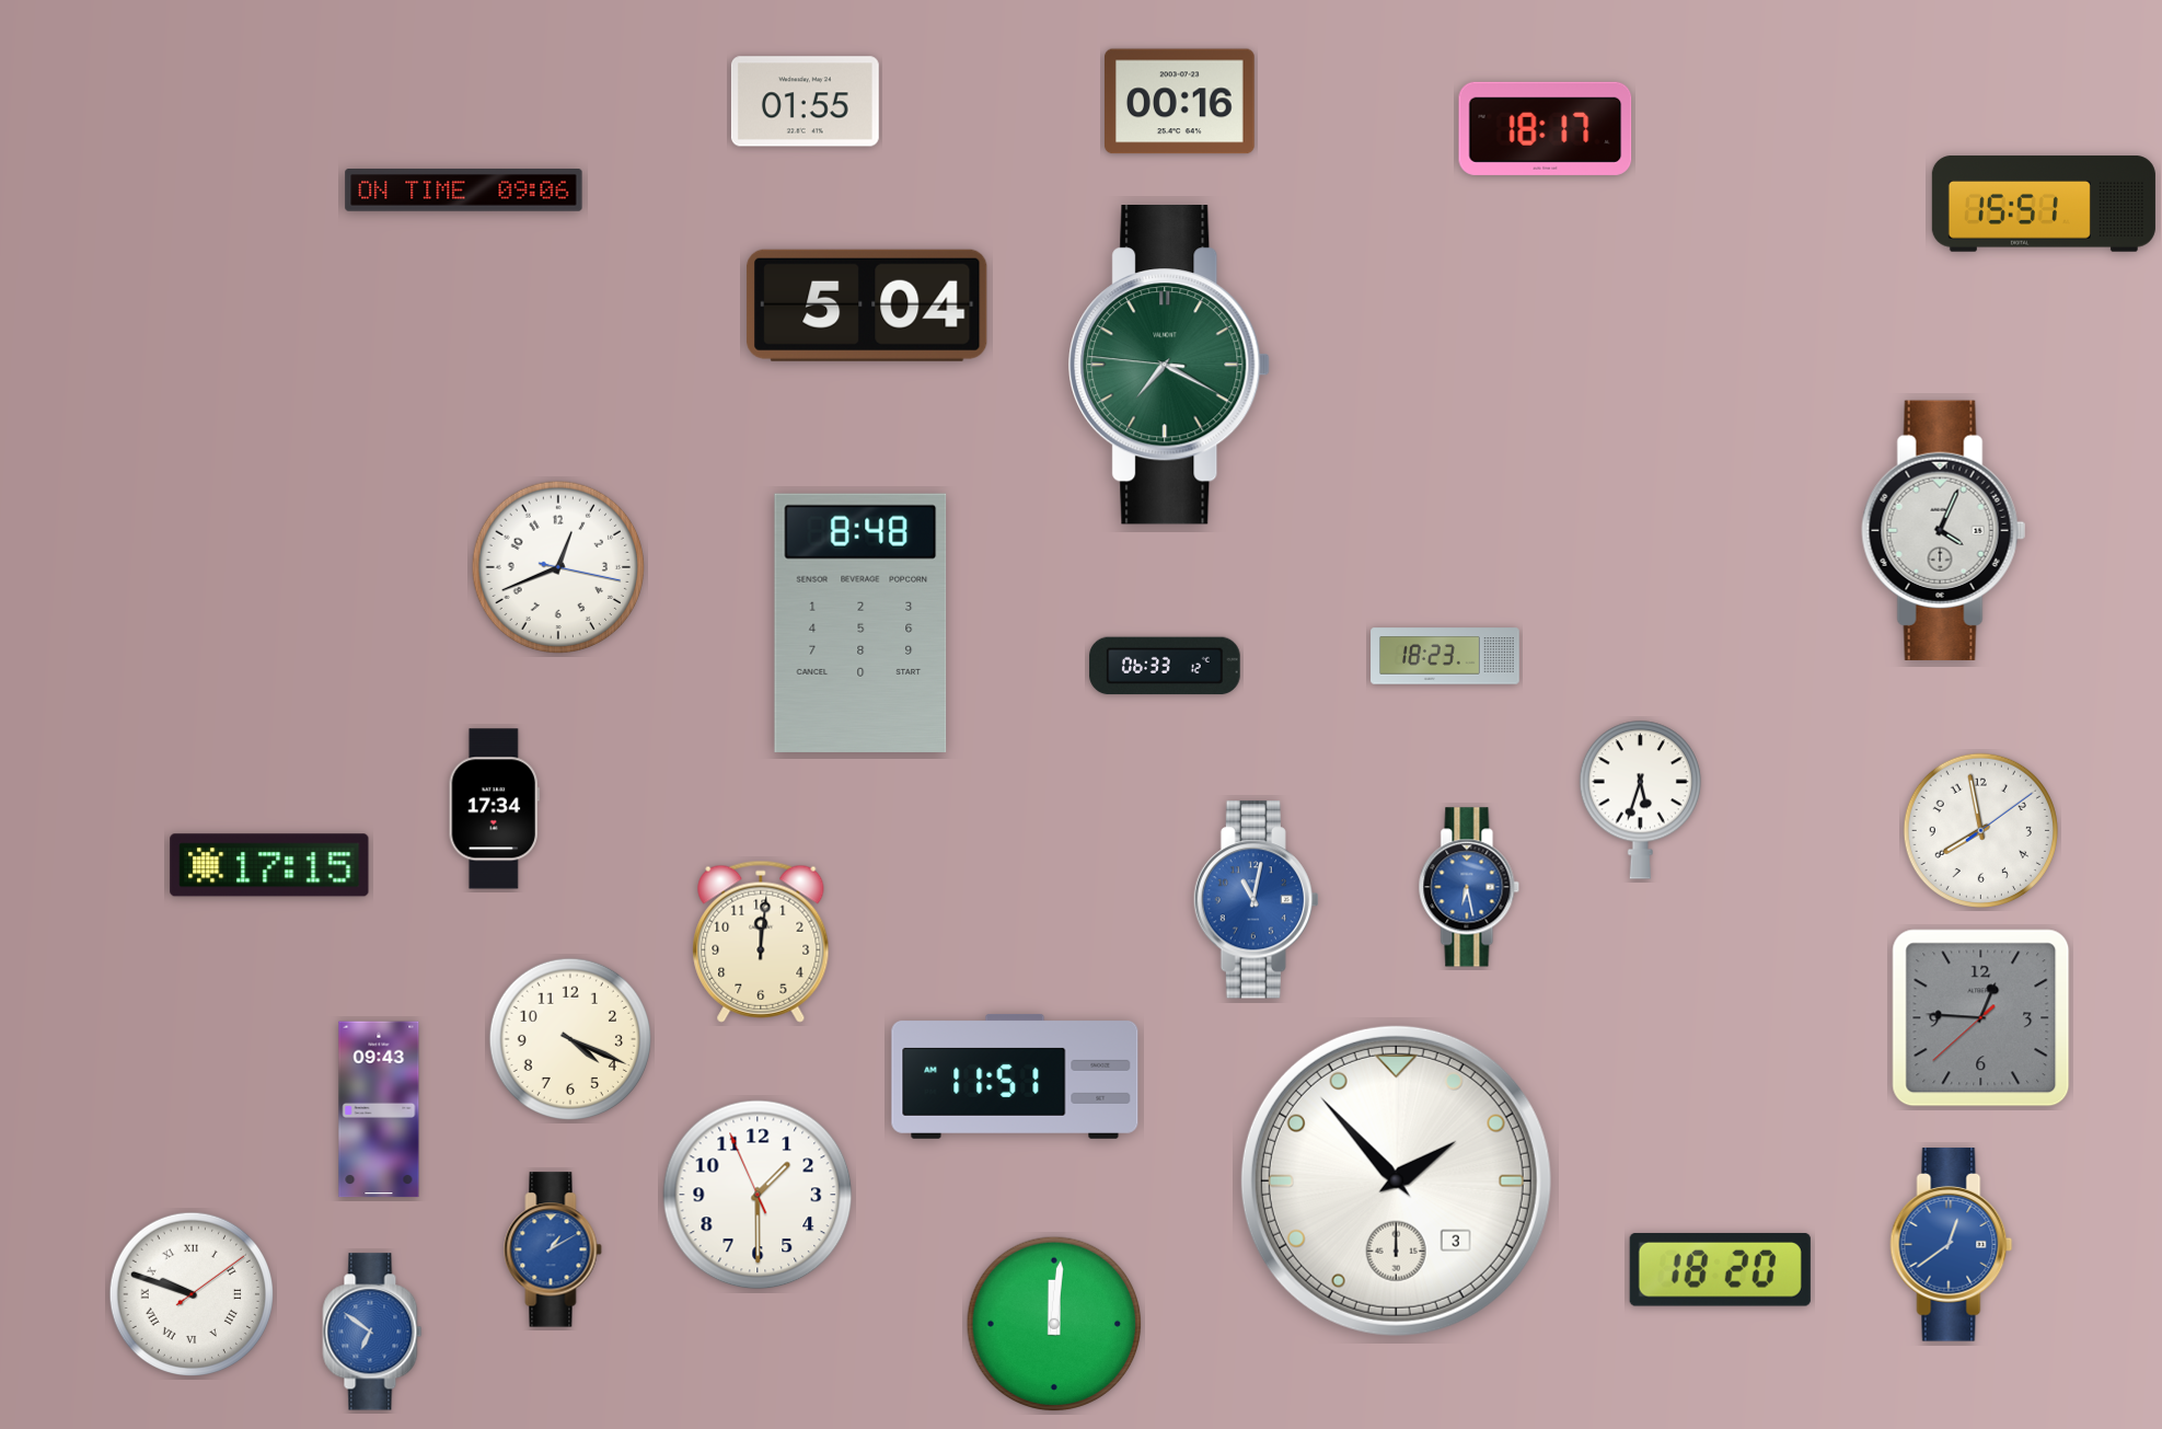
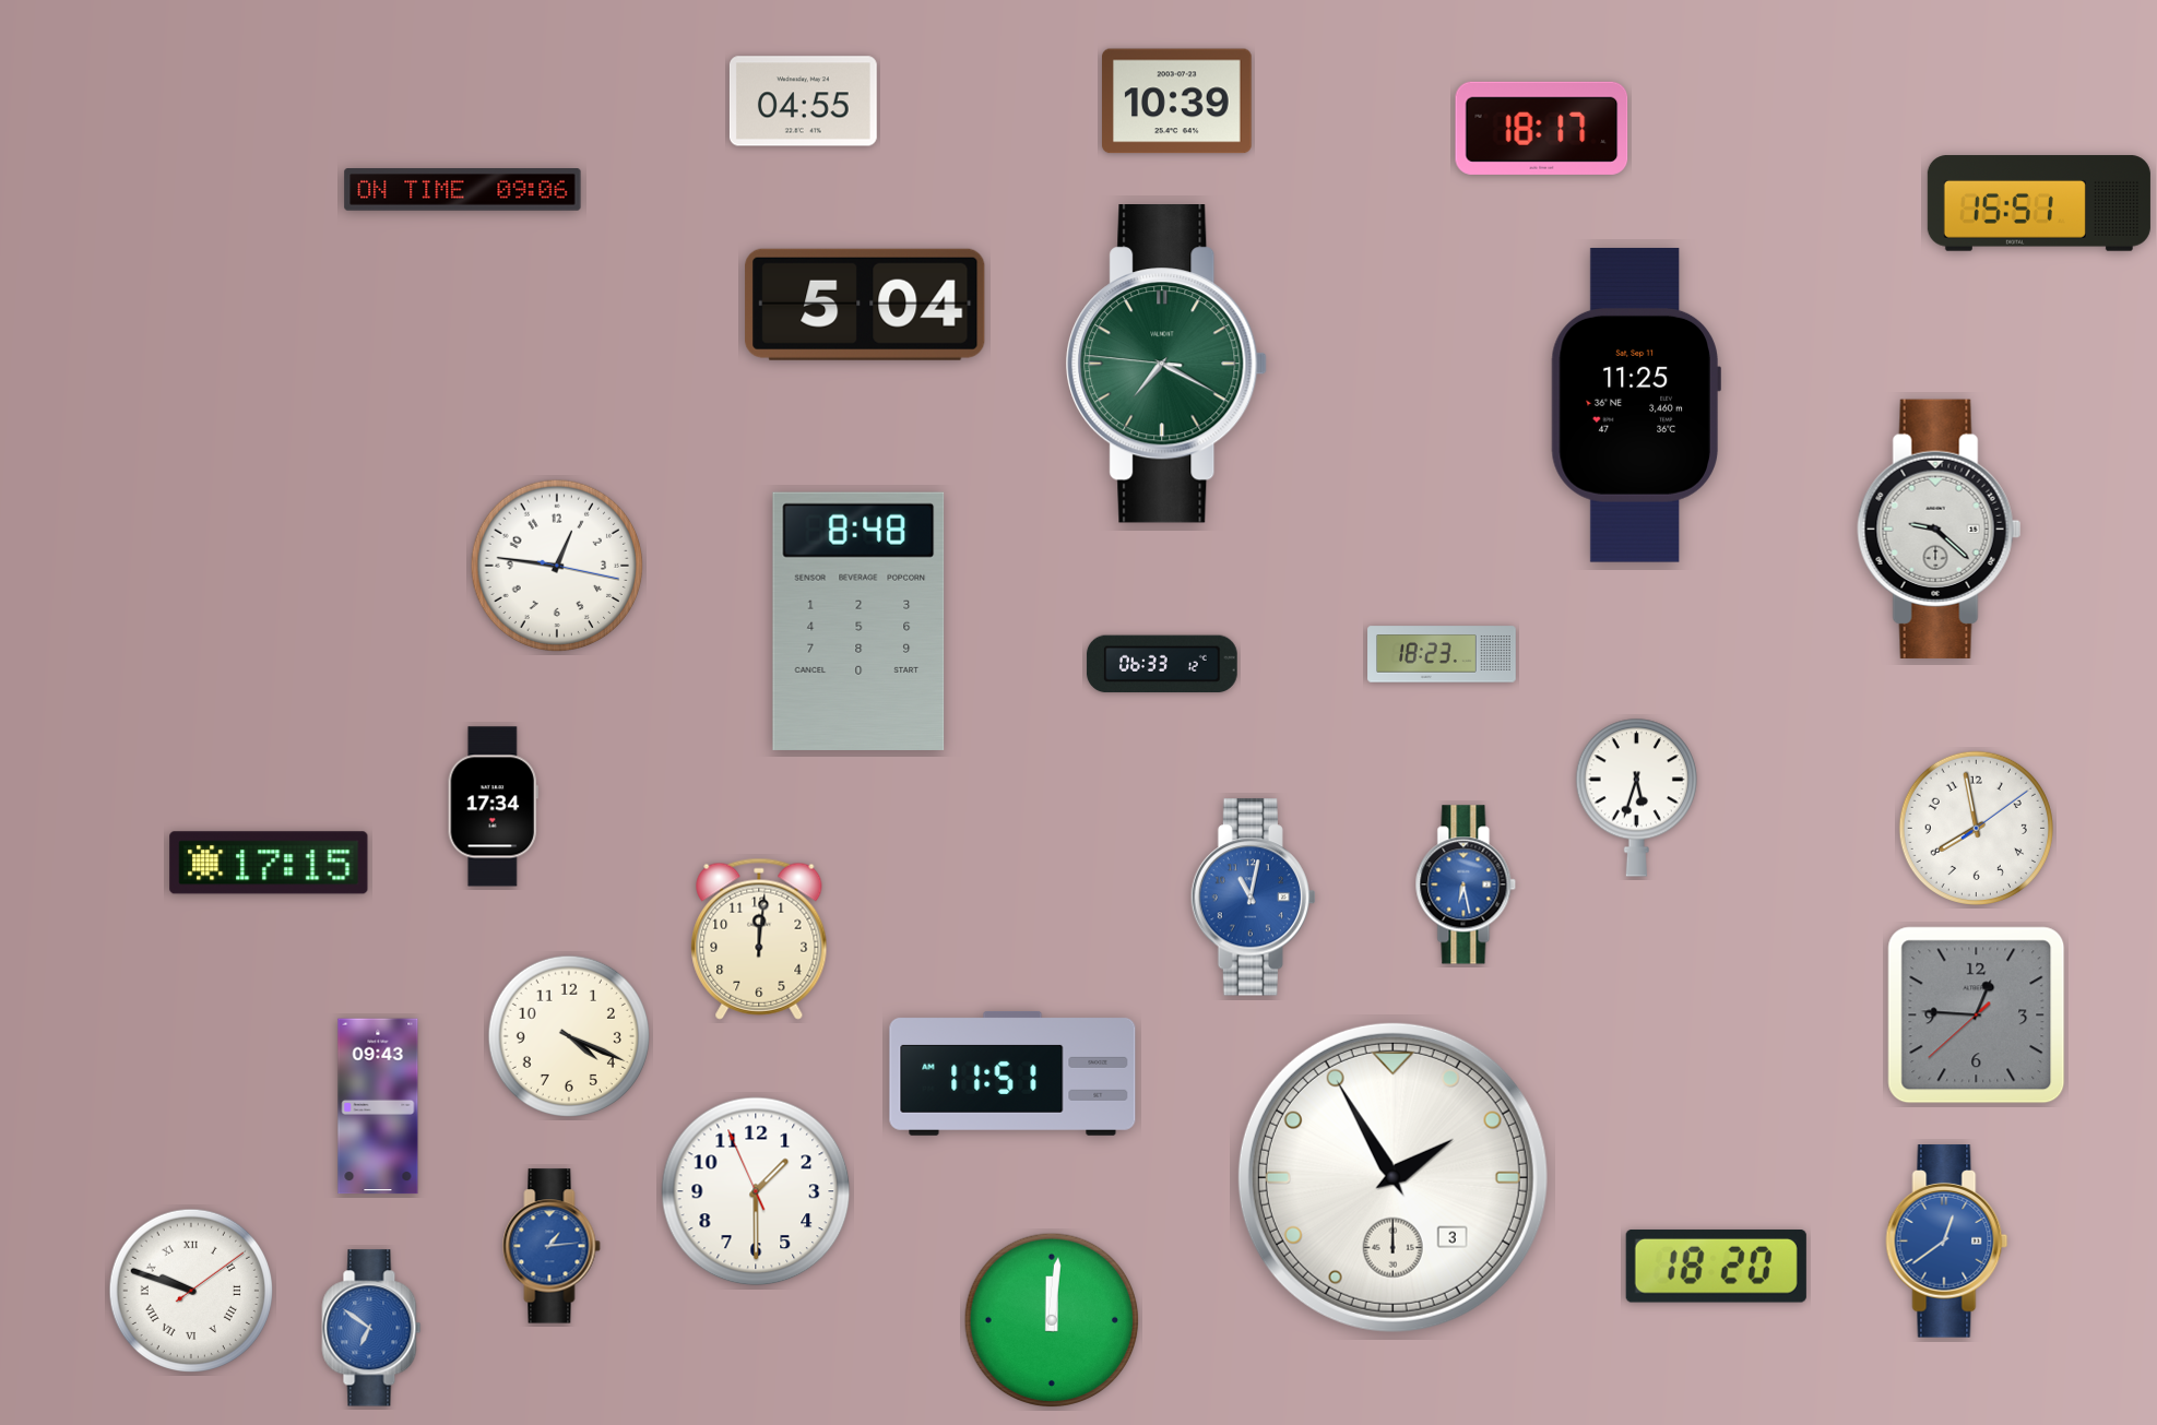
clock at (805, 102): 01:55 -> 04:55
clock at (1180, 102): 00:16 -> 10:39
clock at (1636, 405): none -> 11:25
clock at (1944, 530): 4:04 -> 9:22
clock at (558, 567): 12:41 -> 12:46
clock at (1396, 1180): 1:53 -> 1:55
clock at (553, 1249): 1:10 -> 1:14
